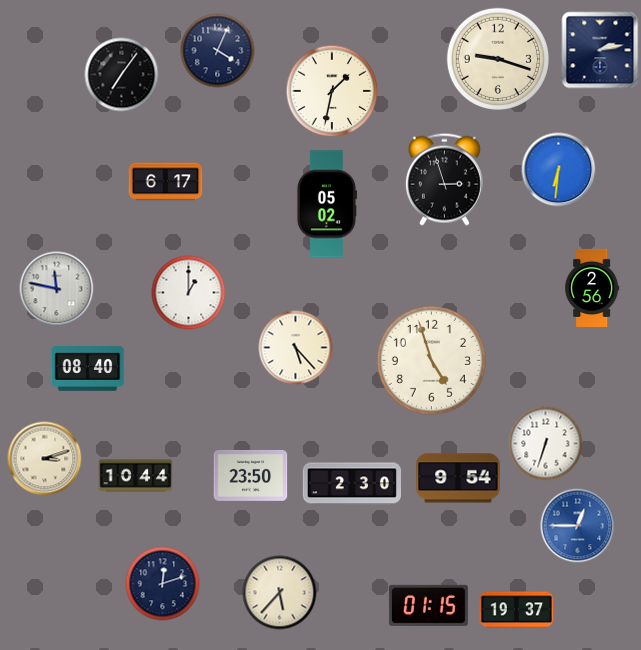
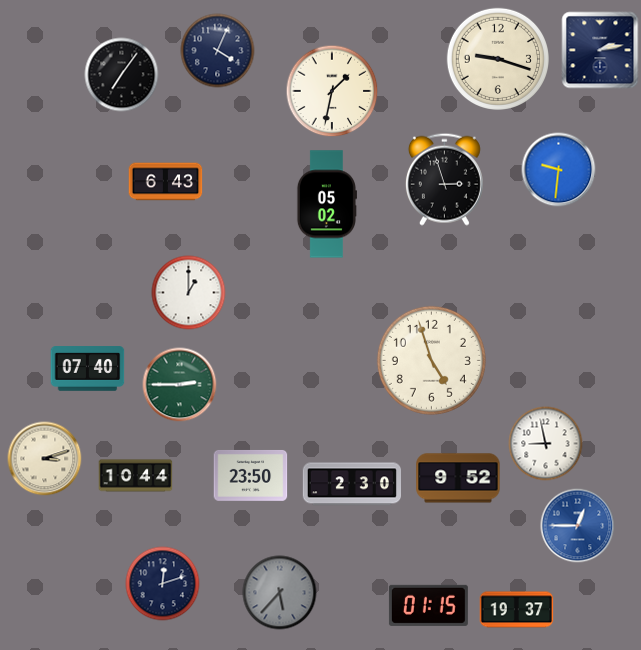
clock at (559, 170): 6:31 -> 9:31
clock at (166, 182): 6:17 -> 6:43
clock at (592, 288): 2:56 -> none
clock at (57, 289): 11:47 -> none
clock at (296, 348): 5:23 -> none
clock at (88, 369): 08:40 -> 07:40
clock at (180, 385): none -> 2:45
clock at (546, 444): 6:33 -> 8:58
clock at (458, 478): 9:54 -> 9:52
clock at (280, 593) dial: cream -> grey
